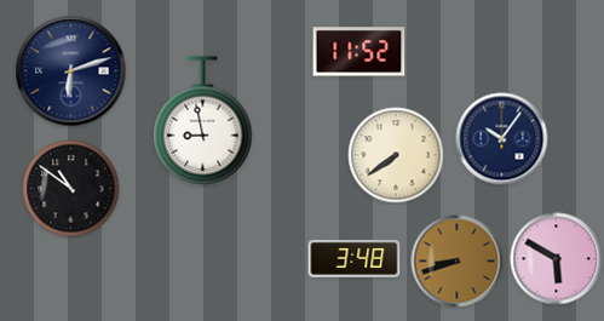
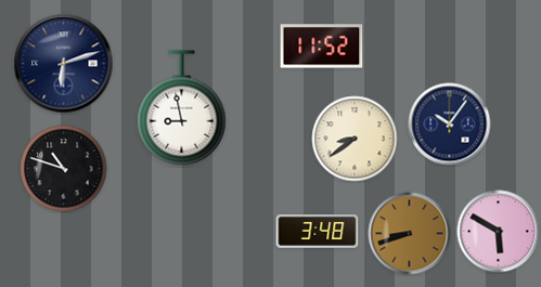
clock at (396, 155): 7:39 -> 8:39
clock at (71, 189): 10:51 -> 10:48
